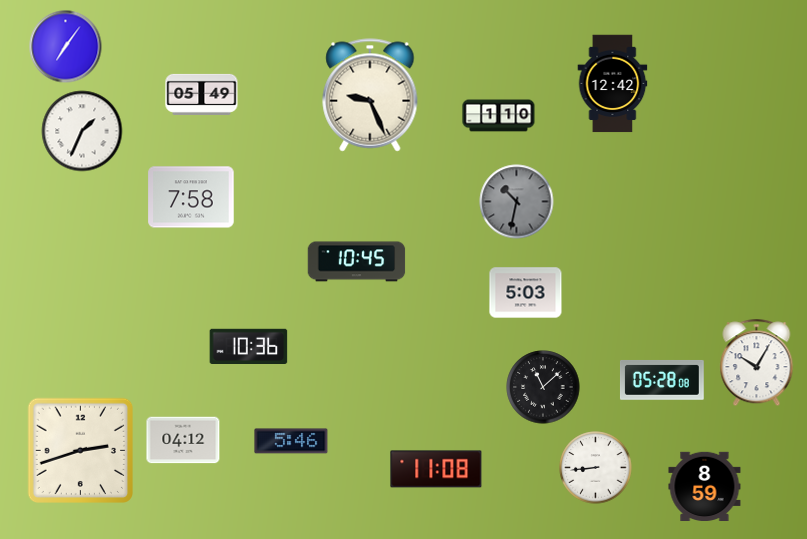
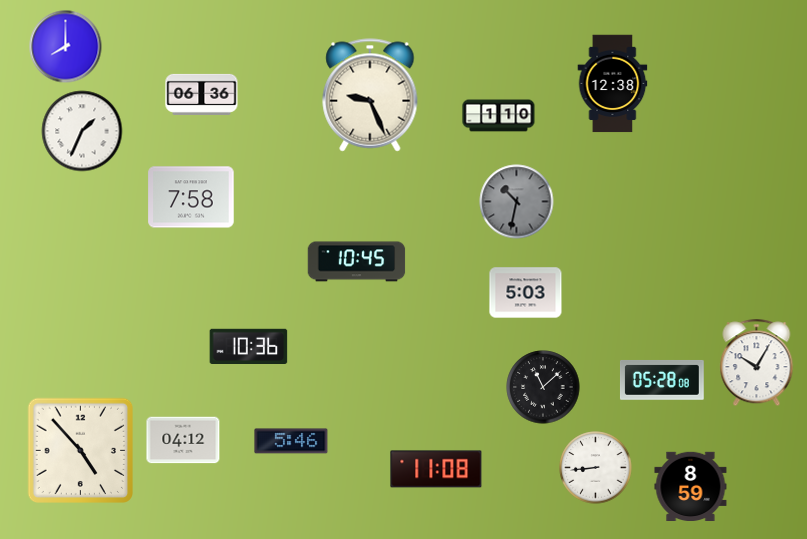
clock at (66, 47): 7:06 -> 8:00
clock at (613, 84): 12:42 -> 12:38
clock at (202, 94): 05:49 -> 06:36
clock at (80, 450): 2:42 -> 4:53
clock at (705, 486) position: (705, 486) -> (691, 486)
